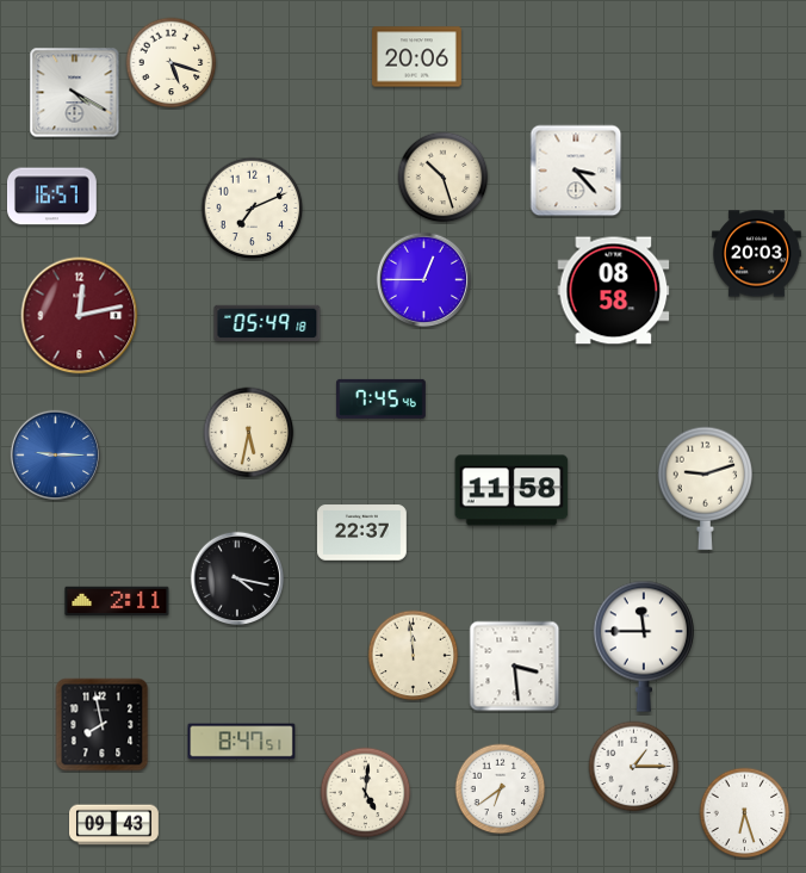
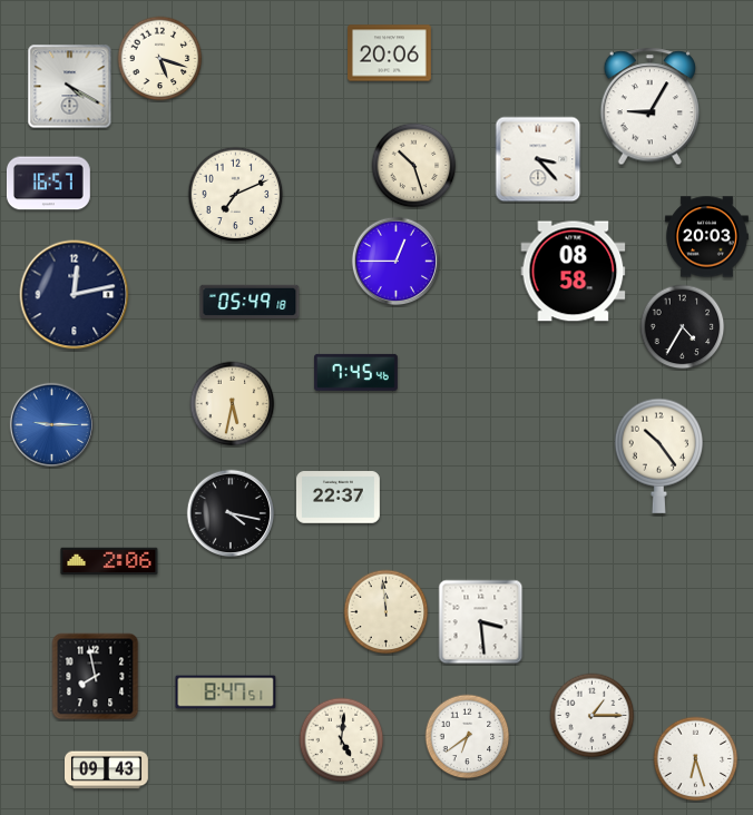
clock at (651, 107): none -> 9:05
clock at (80, 316) dial: burgundy -> navy
clock at (683, 327): none -> 4:35
clock at (705, 488): 9:12 -> 10:24
clock at (511, 490): 11:58 -> none
clock at (237, 578) position: (237, 578) -> (231, 513)
clock at (117, 601): 2:11 -> 2:06
clock at (644, 646): 11:45 -> none
